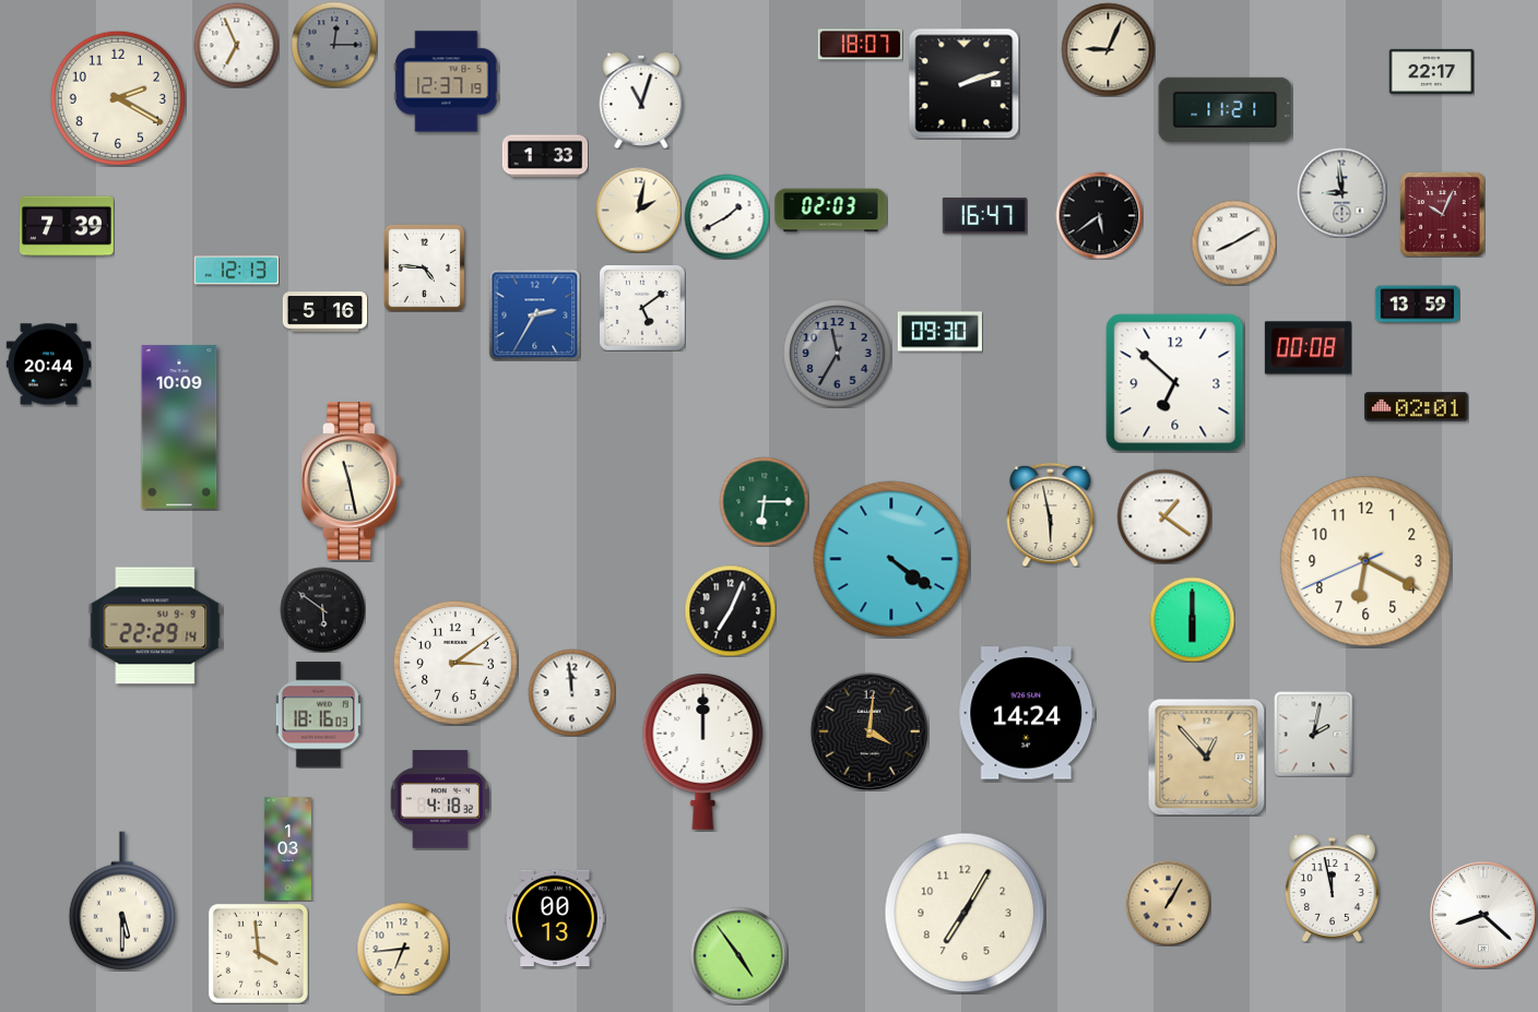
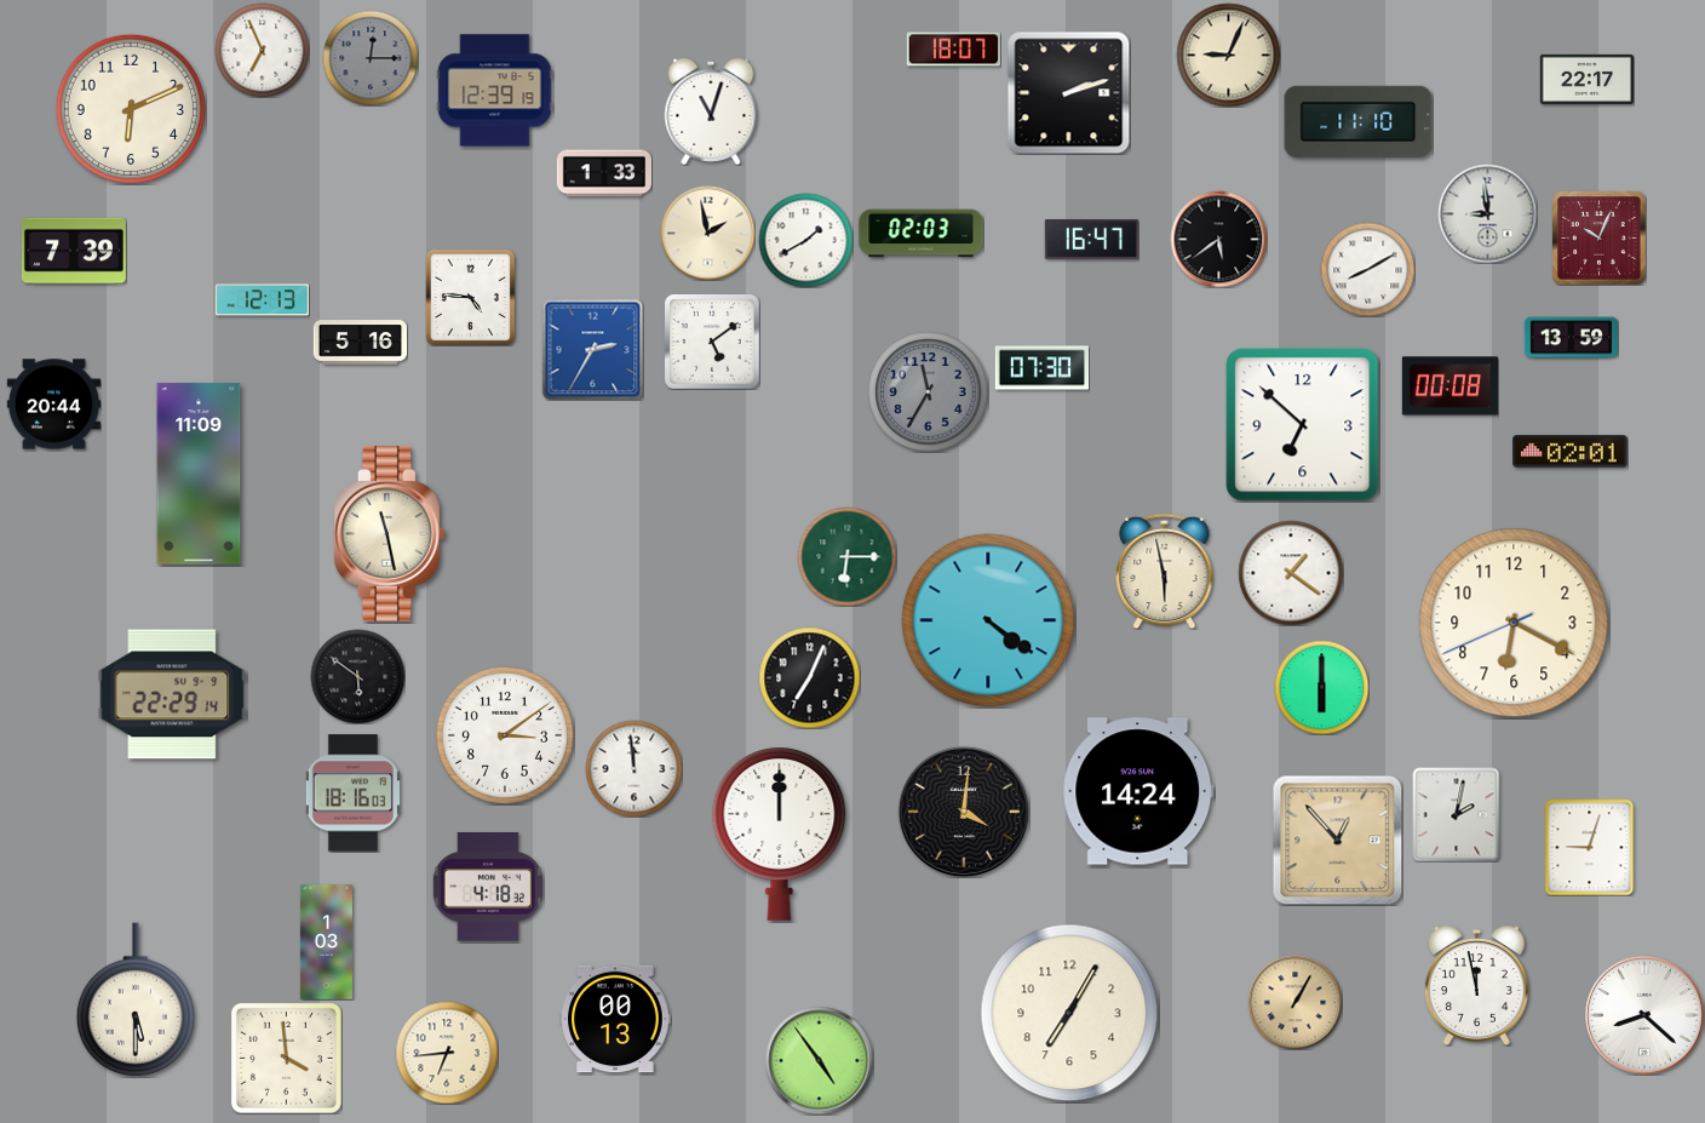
clock at (334, 45) position: (334, 45) -> (371, 58)
clock at (447, 82): 12:37 -> 12:39
clock at (118, 98): 2:20 -> 6:11
clock at (1226, 109): 11:21 -> 11:10
clock at (638, 210): 2:02 -> 1:58
clock at (324, 312) position: (324, 312) -> (360, 343)
clock at (939, 332): 09:30 -> 07:30
clock at (179, 427): 10:09 -> 11:09
clock at (1590, 847): none -> 9:03
clock at (287, 849) position: (287, 849) -> (326, 942)
